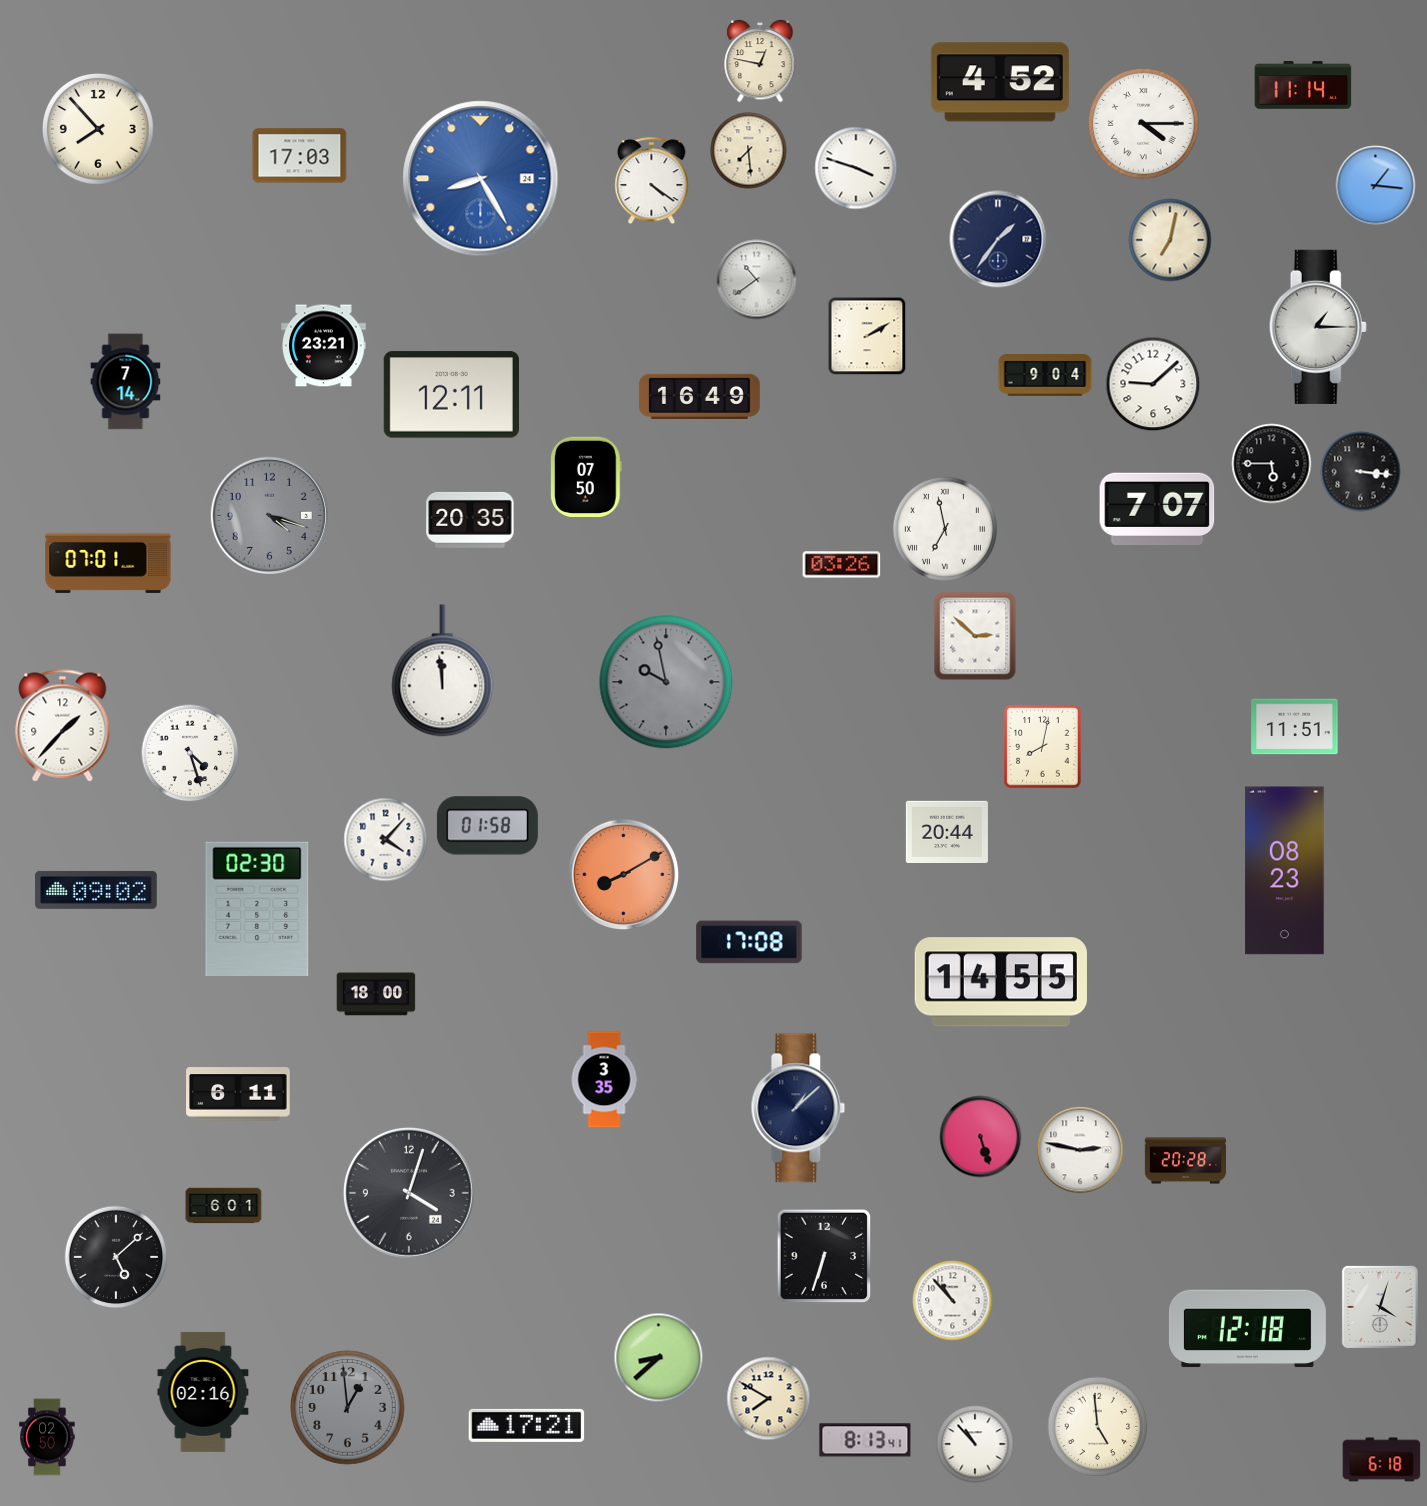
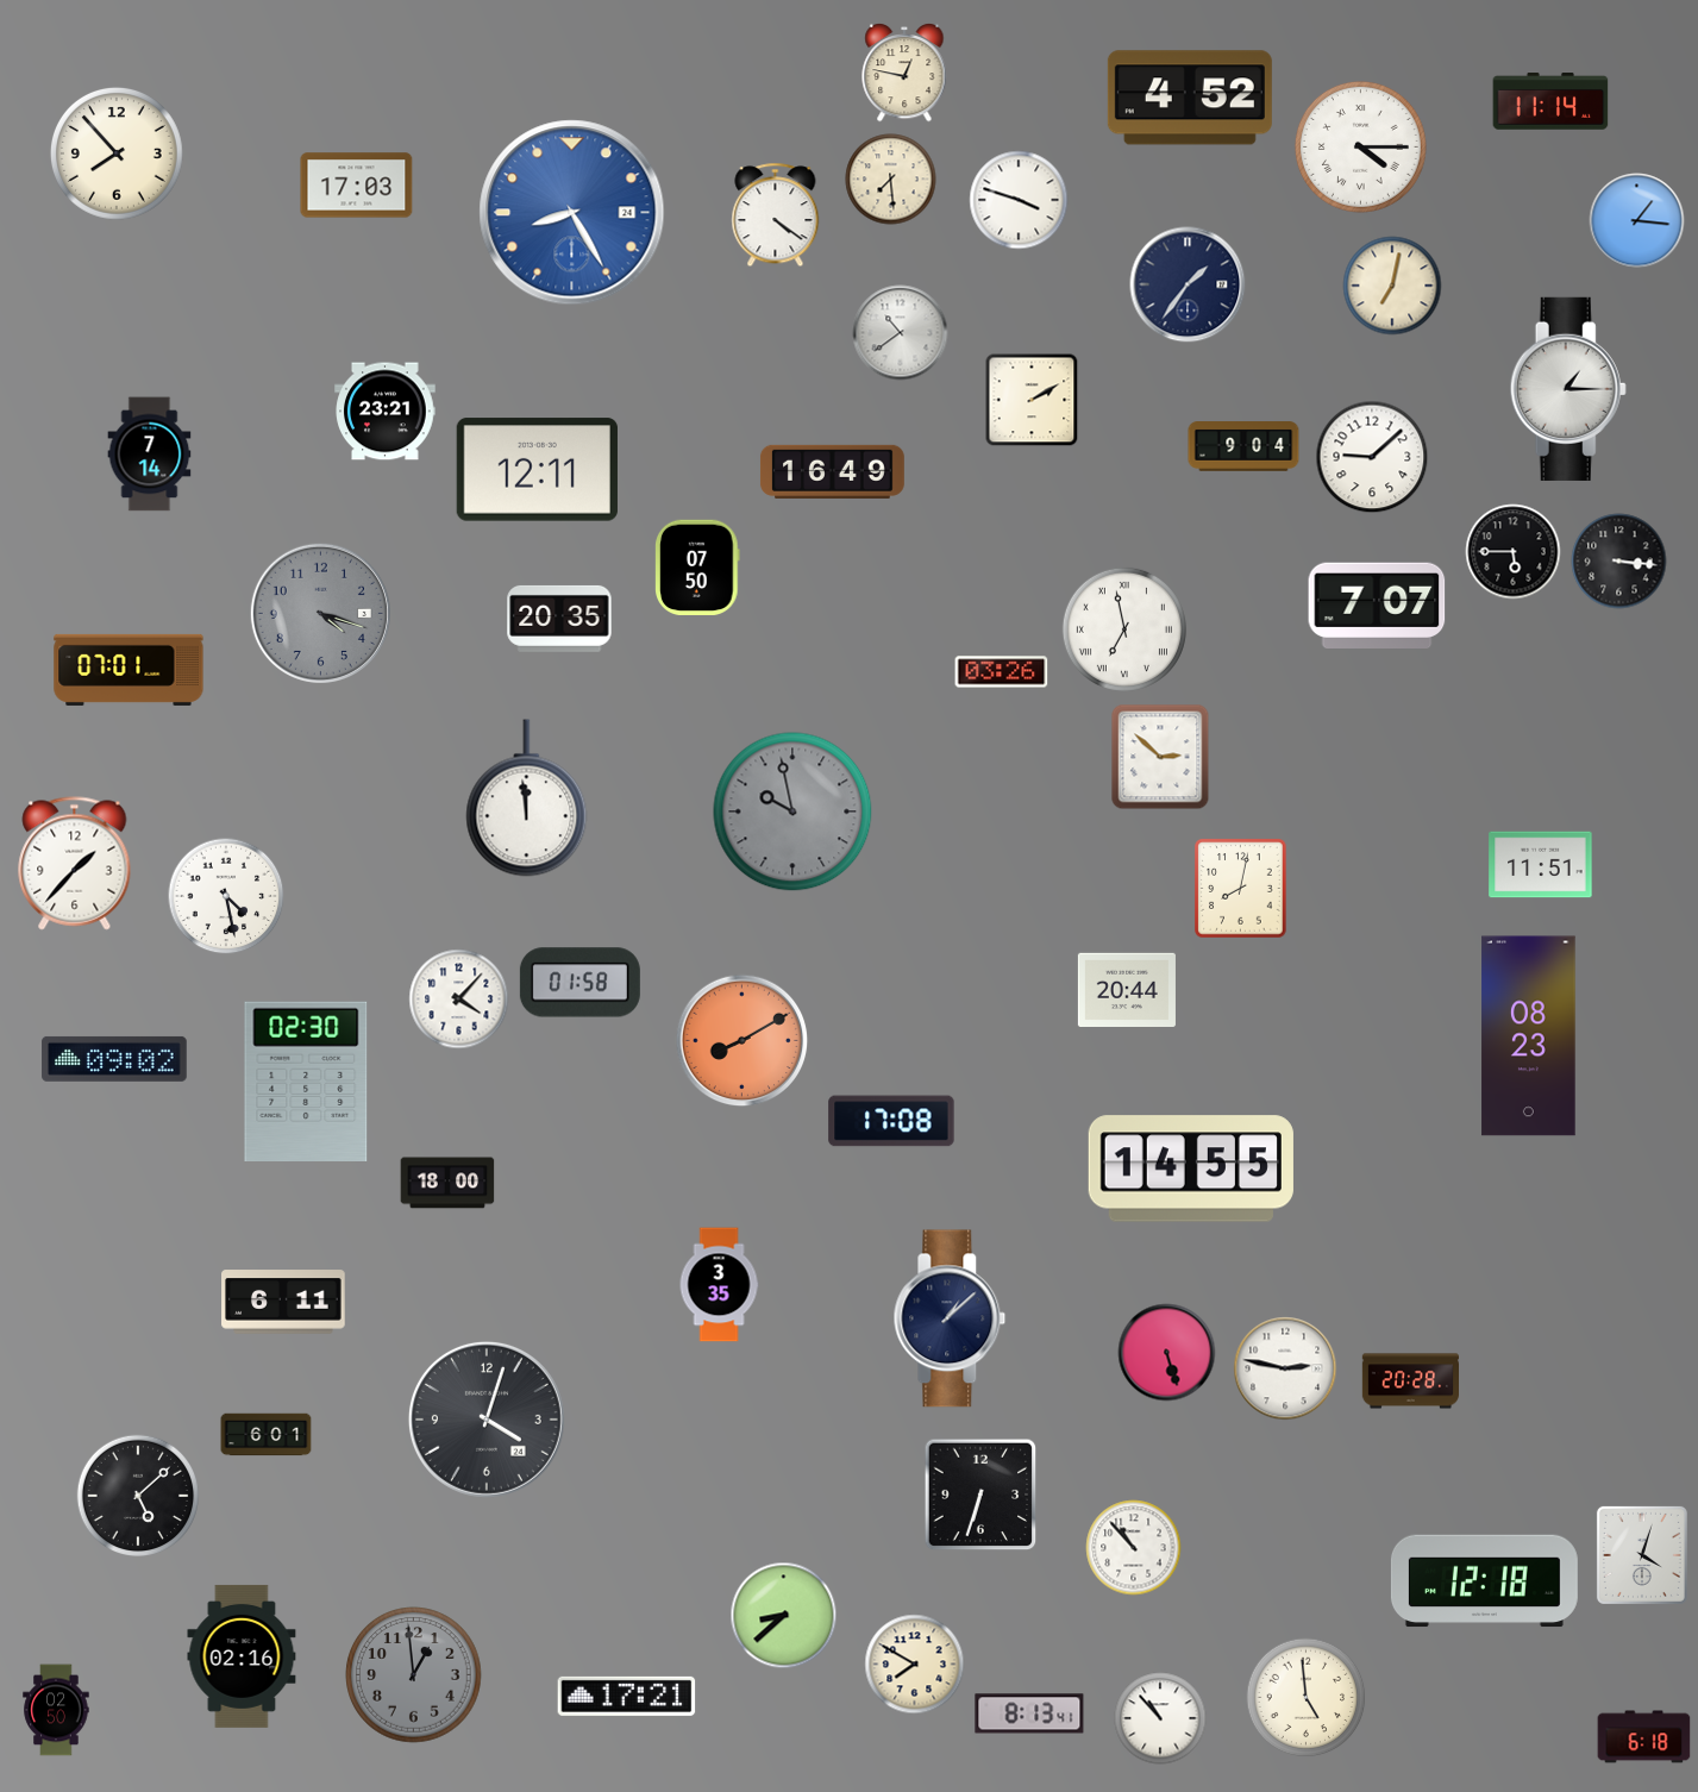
clock at (190, 753): 4:27 -> 4:28
